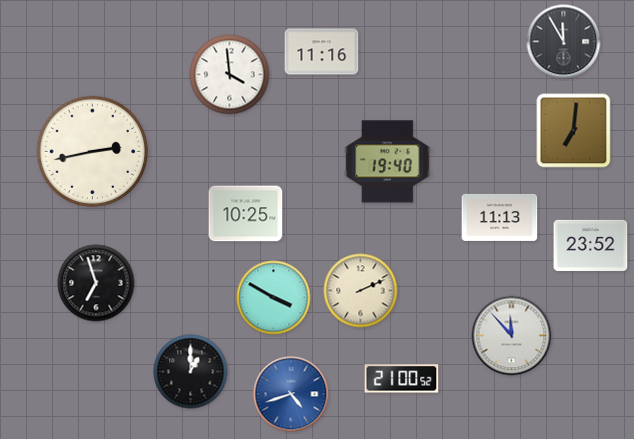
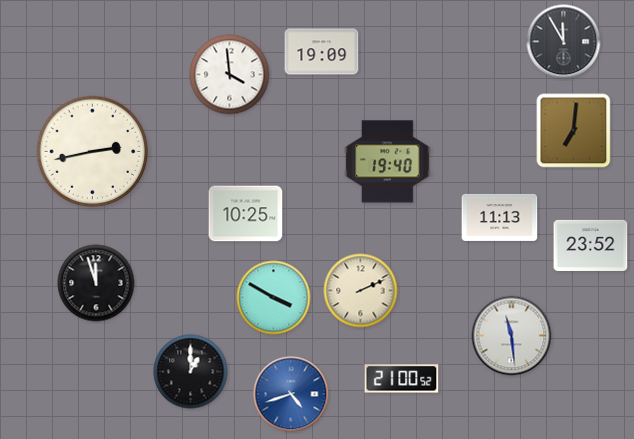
clock at (322, 52): 11:16 -> 19:09
clock at (96, 283): 6:57 -> 11:57
clock at (512, 336): 11:53 -> 11:29
